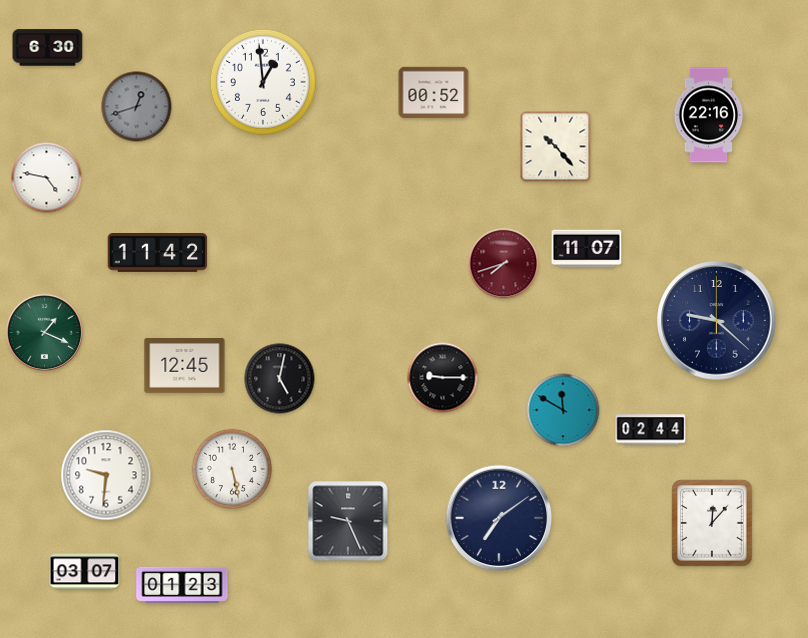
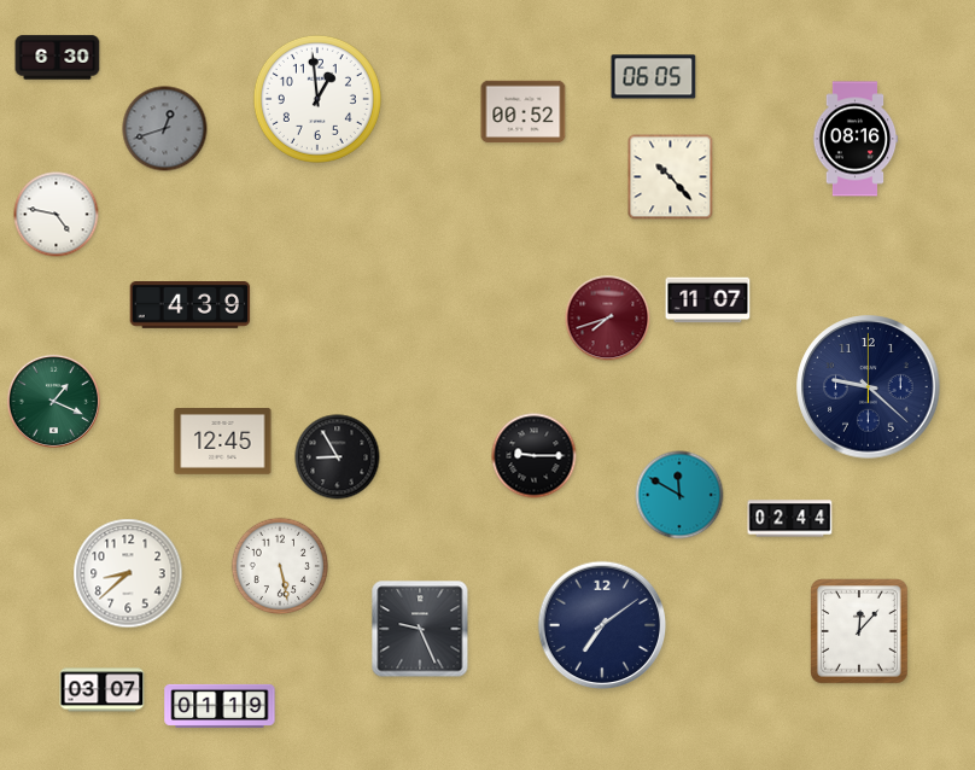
clock at (654, 77): none -> 06:05
clock at (709, 115): 22:16 -> 08:16
clock at (158, 253): 11:42 -> 4:39
clock at (717, 321) position: (717, 321) -> (869, 387)
clock at (280, 379): 5:02 -> 8:55
clock at (651, 430) position: (651, 430) -> (790, 519)
clock at (106, 475): 9:31 -> 8:38
clock at (182, 585): 01:23 -> 01:19
